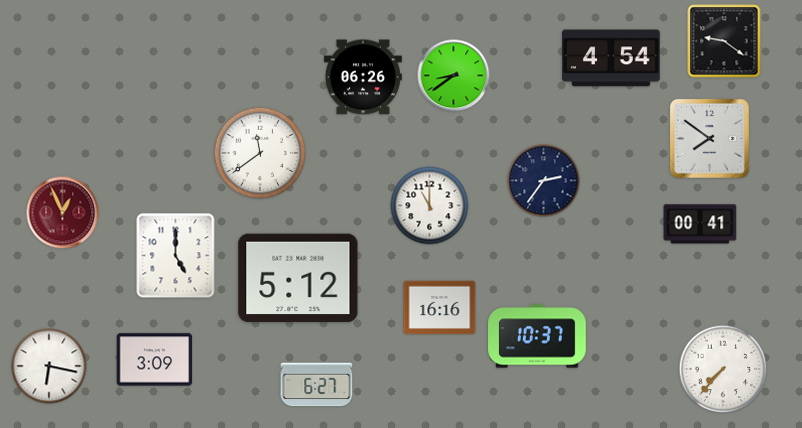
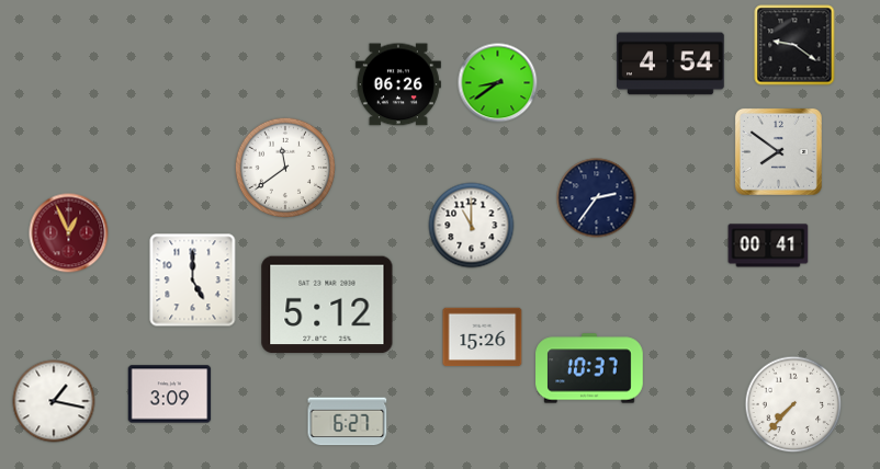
clock at (440, 308): 16:16 -> 15:26
clock at (49, 366): 6:17 -> 1:17
